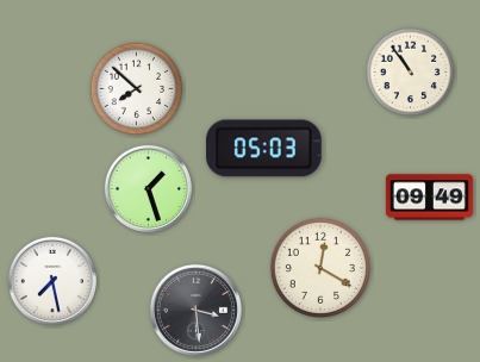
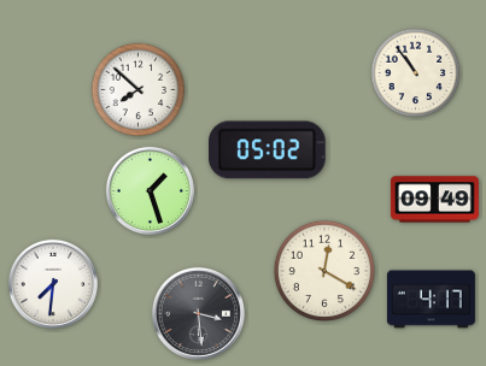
clock at (264, 149): 05:03 -> 05:02
clock at (52, 281): 7:28 -> 7:31
clock at (431, 300): none -> 4:17
